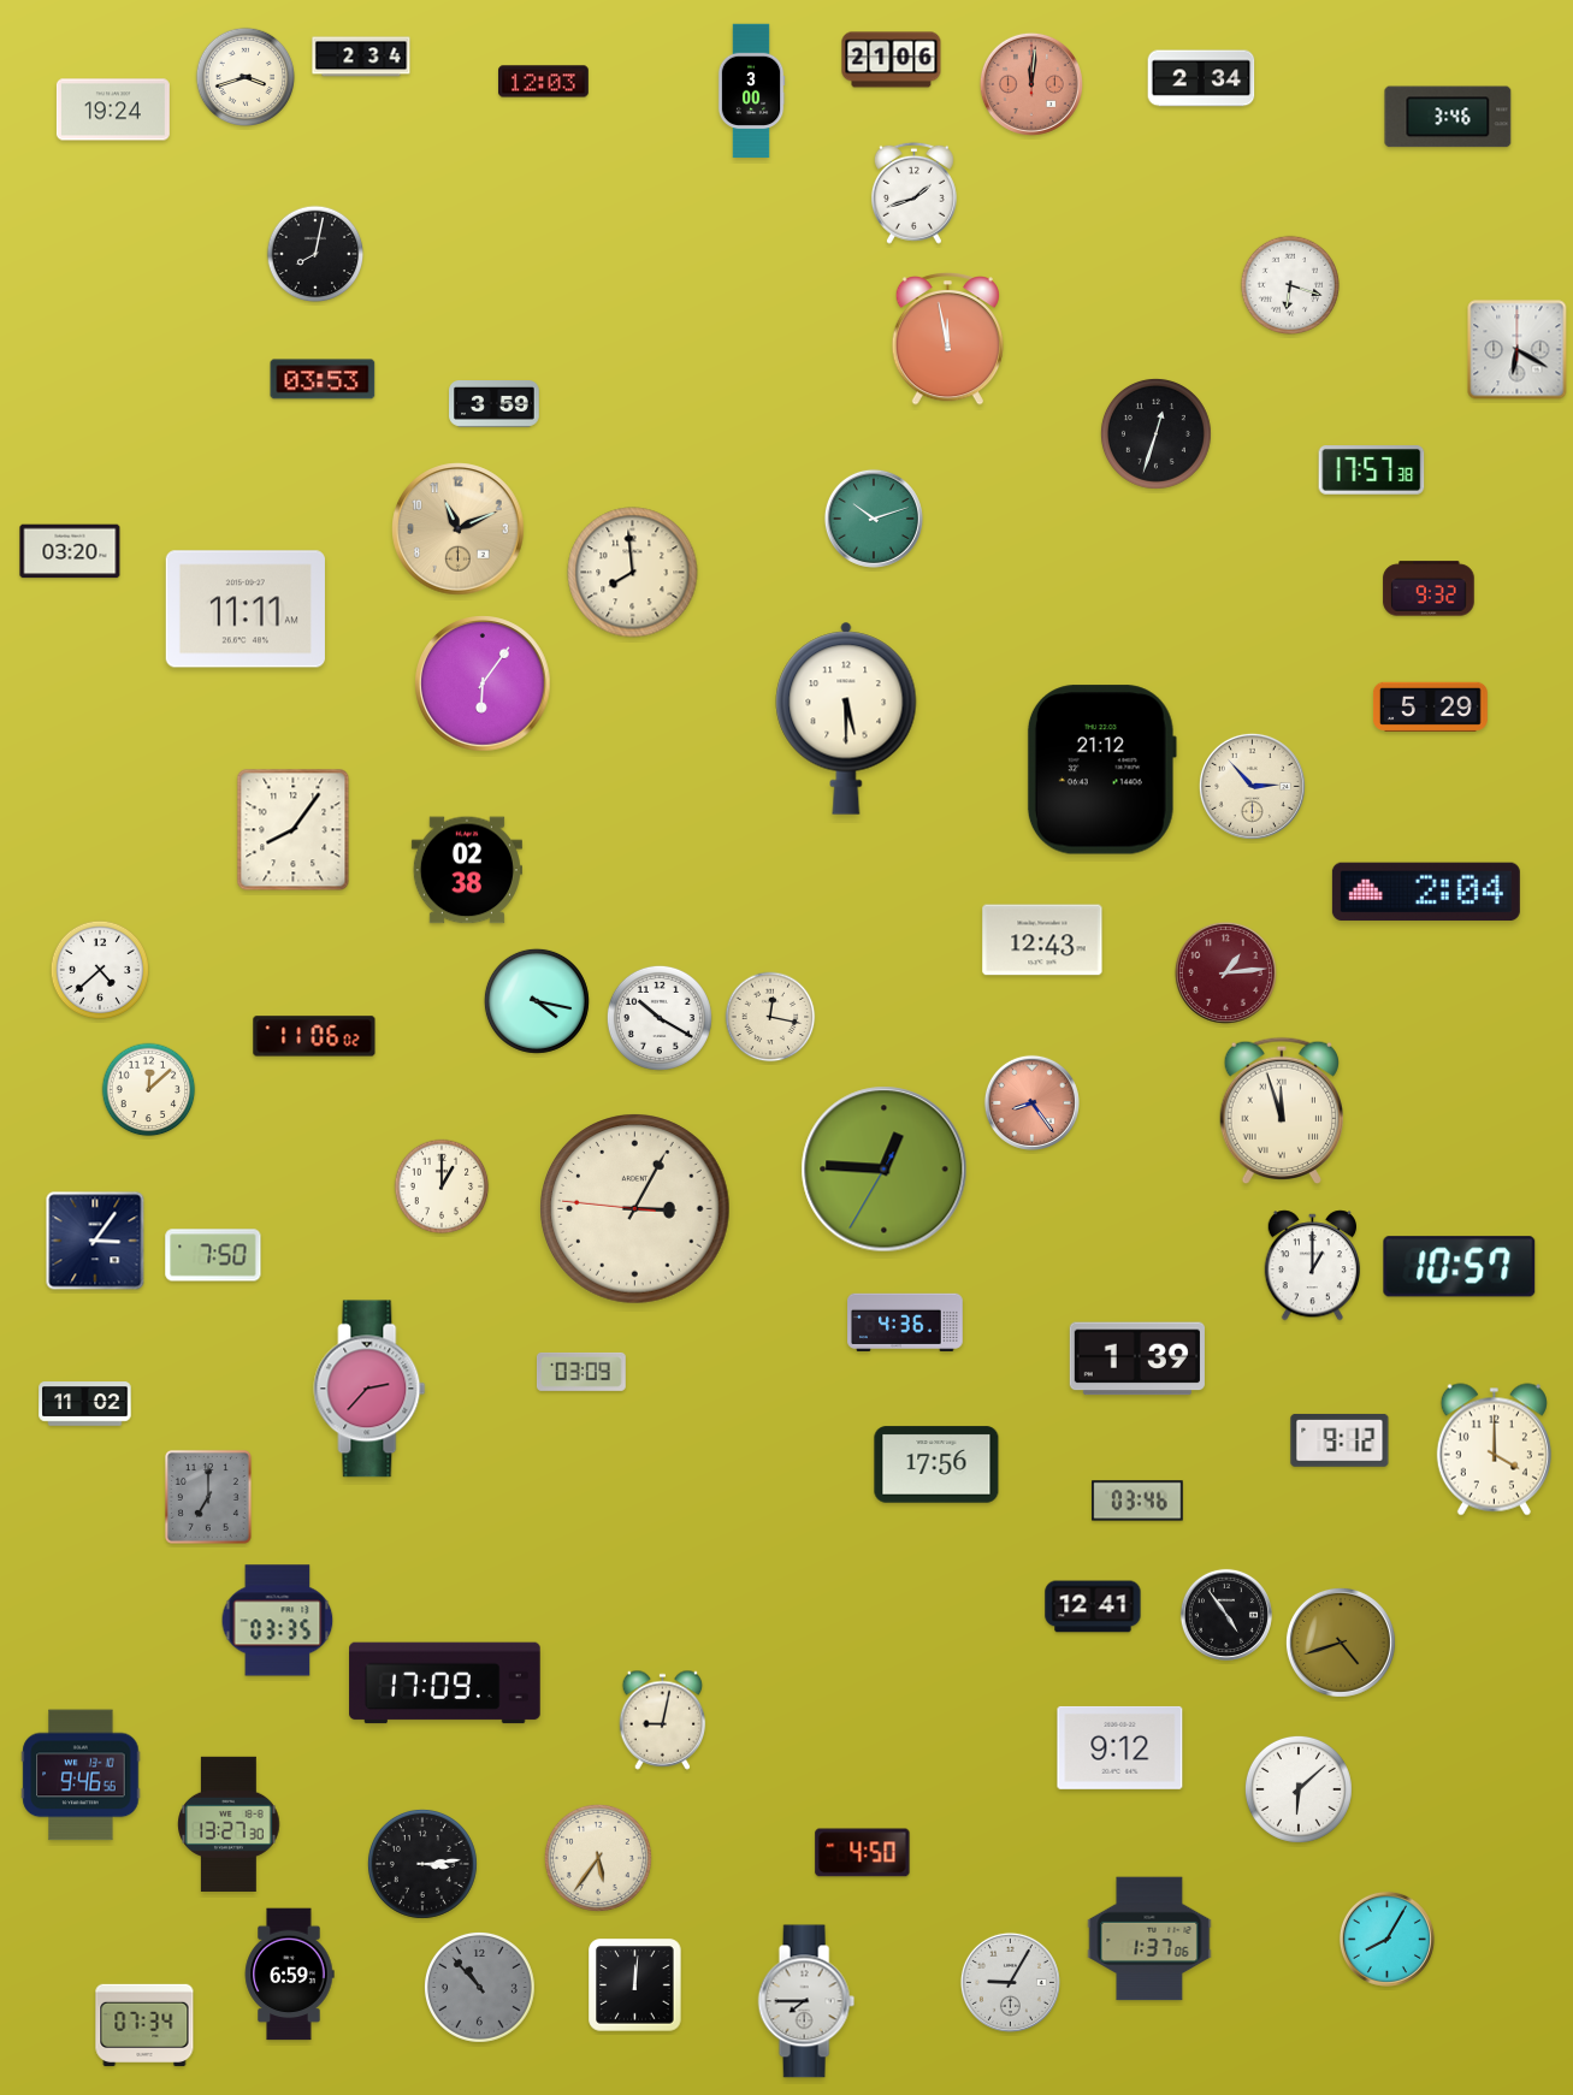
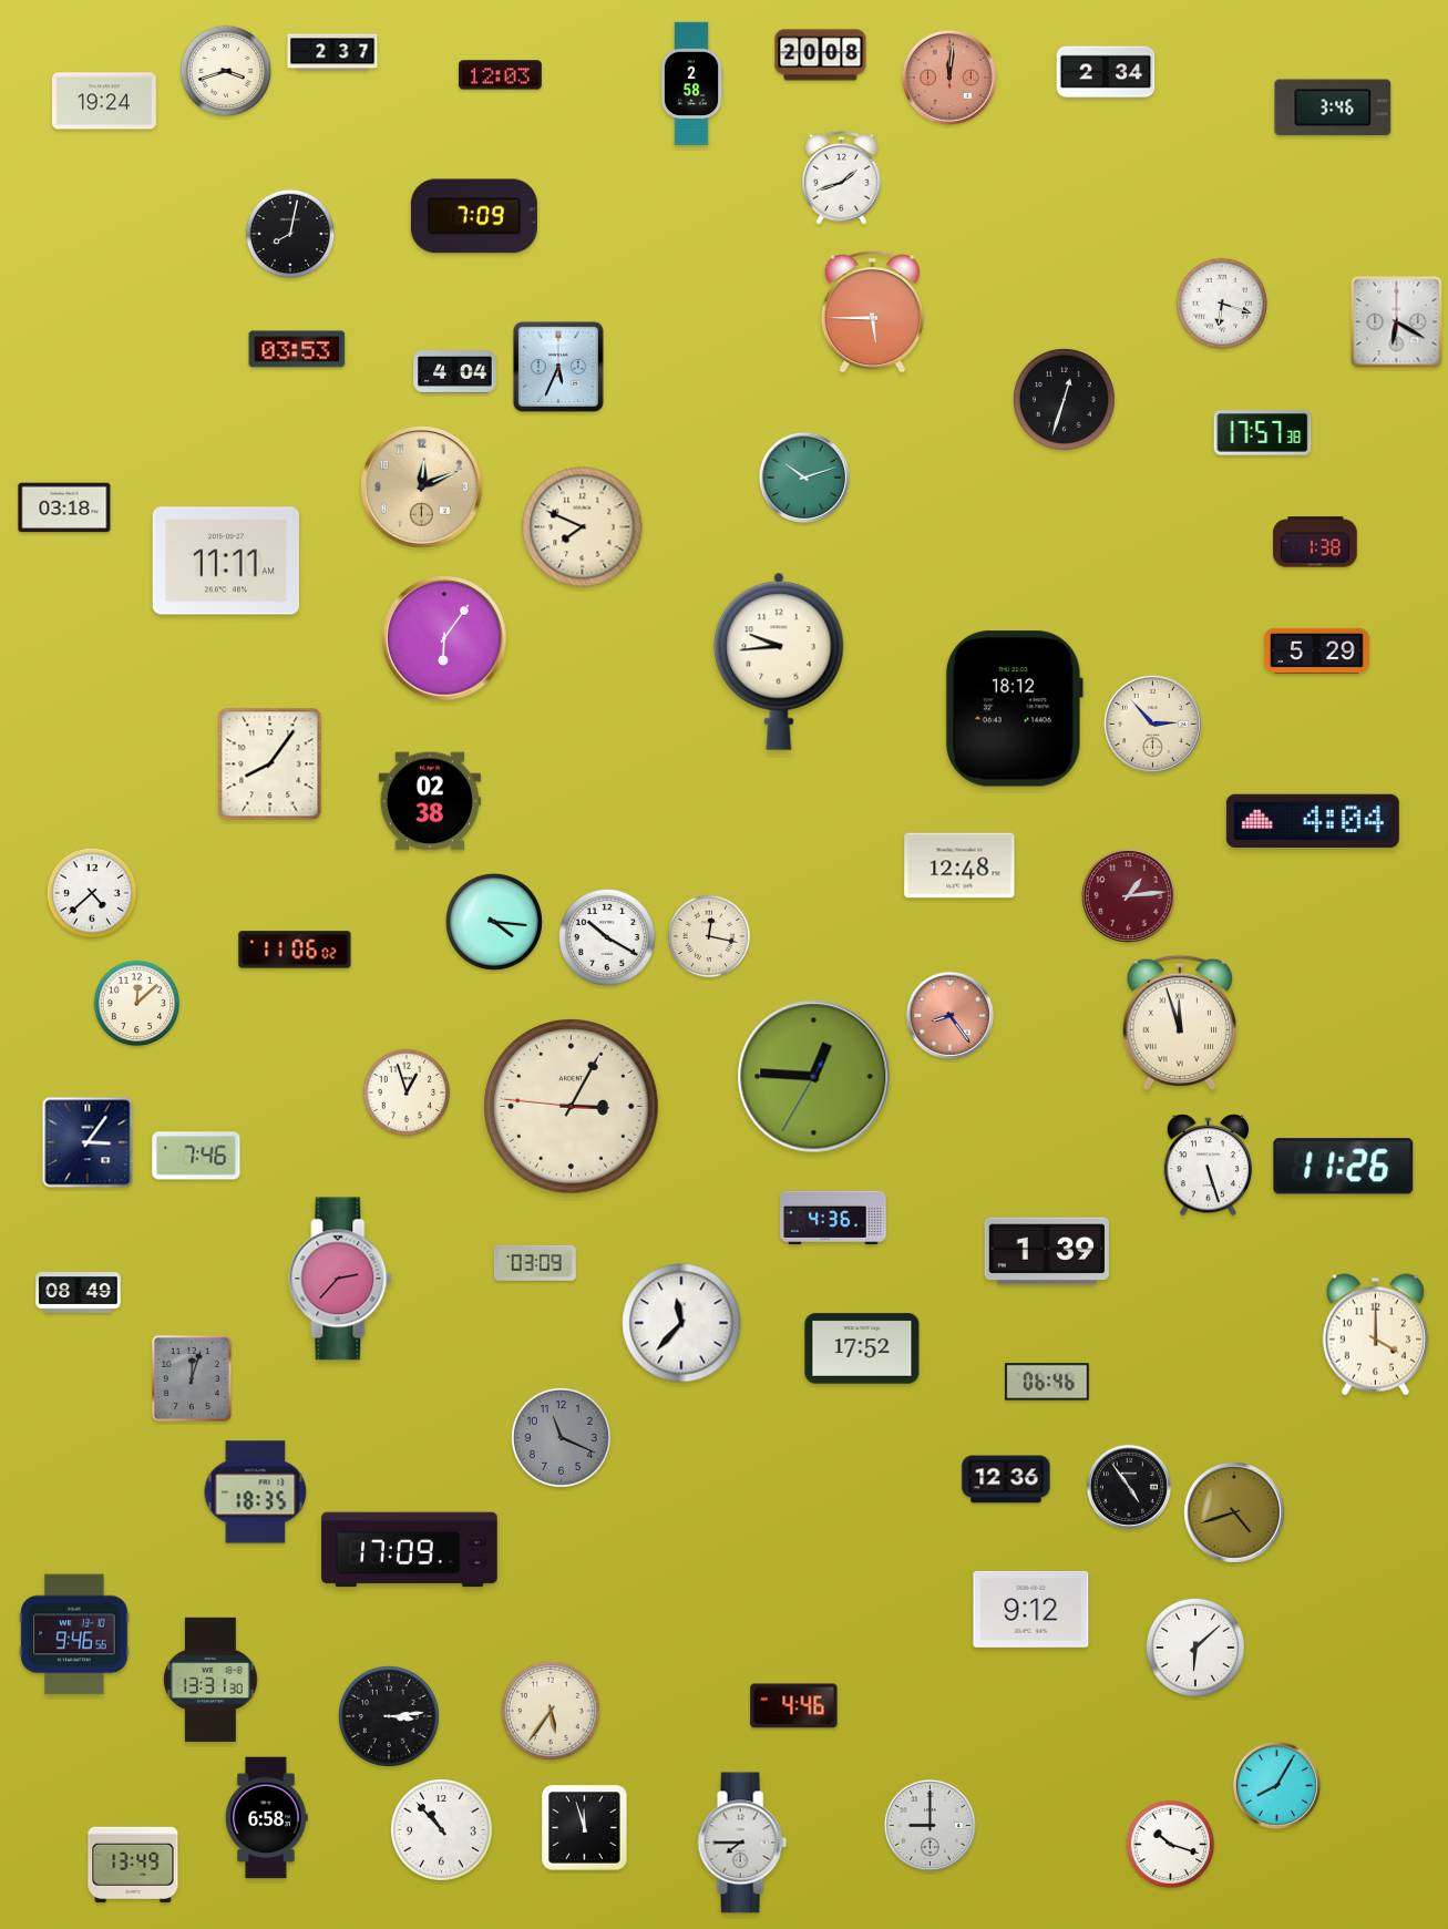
clock at (361, 57): 2:34 -> 2:37
clock at (892, 60): 21:06 -> 20:08
clock at (751, 91): 3:00 -> 2:58
clock at (474, 216): none -> 7:09
clock at (1289, 284) position: (1289, 284) -> (1221, 302)
clock at (947, 339): 11:58 -> 5:45
clock at (558, 367): none -> 5:34
clock at (495, 404): 3:59 -> 4:04
clock at (459, 529): 11:11 -> 12:11
clock at (70, 551): 03:20 -> 03:18
clock at (633, 573): 7:59 -> 7:49
clock at (1429, 588): 9:32 -> 1:38
clock at (483, 683) position: (483, 683) -> (444, 638)
clock at (846, 718): 5:30 -> 9:44
clock at (1101, 770): 21:12 -> 18:12
clock at (1426, 892): 2:04 -> 4:04
clock at (1042, 940): 12:43 -> 12:48
clock at (537, 1001): 4:17 -> 4:16
clock at (314, 1036) position: (314, 1036) -> (295, 950)
clock at (442, 1186): 1:00 -> 12:57
clock at (635, 1209) position: (635, 1209) -> (572, 1107)
clock at (213, 1255): 7:50 -> 7:46
clock at (1313, 1266): 1:00 -> 5:27
clock at (1460, 1267): 10:57 -> 11:26
clock at (85, 1404): 11:02 -> 08:49
clock at (681, 1323): none -> 11:37
clock at (1340, 1440): 9:12 -> none
clock at (936, 1464): 17:56 -> 17:52
clock at (208, 1497): 7:00 -> 12:03
clock at (1137, 1501): 03:46 -> 06:46
clock at (561, 1437): none -> 11:19
clock at (1093, 1606): 12:41 -> 12:36
clock at (278, 1621): 03:35 -> 18:35
clock at (663, 1720): 9:02 -> none
clock at (229, 1824): 13:27 -> 13:31
clock at (863, 1853): 4:50 -> 4:46
clock at (1149, 1939): 1:37 -> none
clock at (289, 1975): 6:59 -> 6:58
clock at (1010, 1982): 9:05 -> 9:00
clock at (635, 1985): 12:01 -> 11:57
clock at (479, 1987) dial: grey -> white
clock at (1171, 1845): none -> 10:18
clock at (144, 2025): 07:34 -> 13:49
